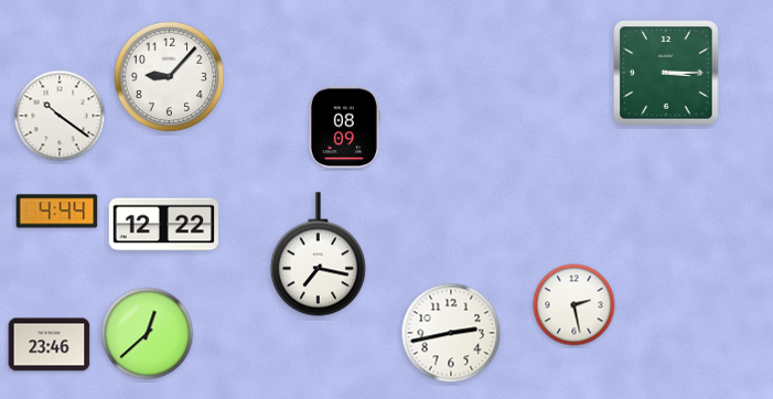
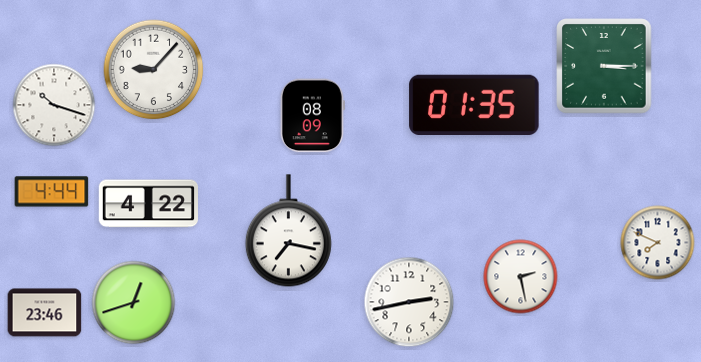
clock at (474, 104): none -> 01:35
clock at (60, 116): 10:21 -> 10:18
clock at (164, 225): 12:22 -> 4:22
clock at (658, 243): none -> 7:49
clock at (148, 334): 12:38 -> 12:42
